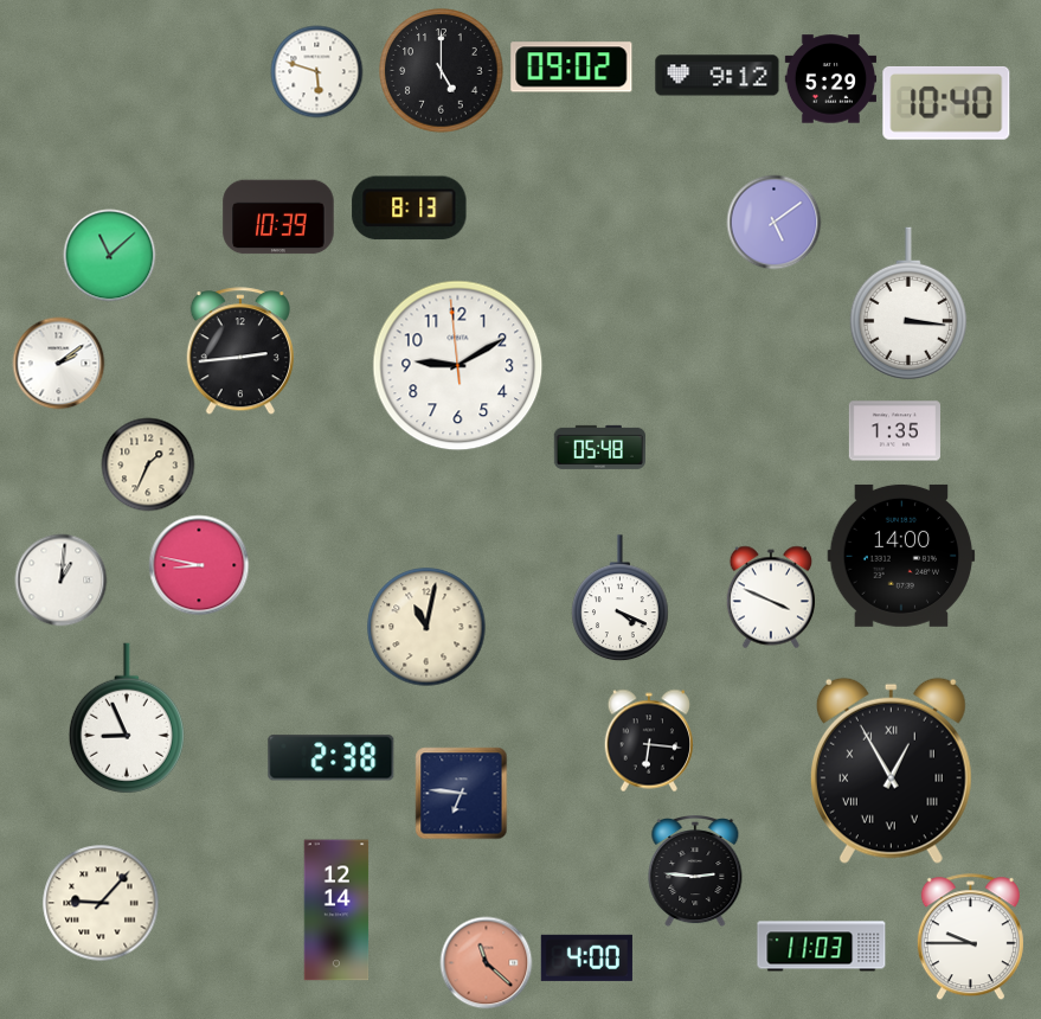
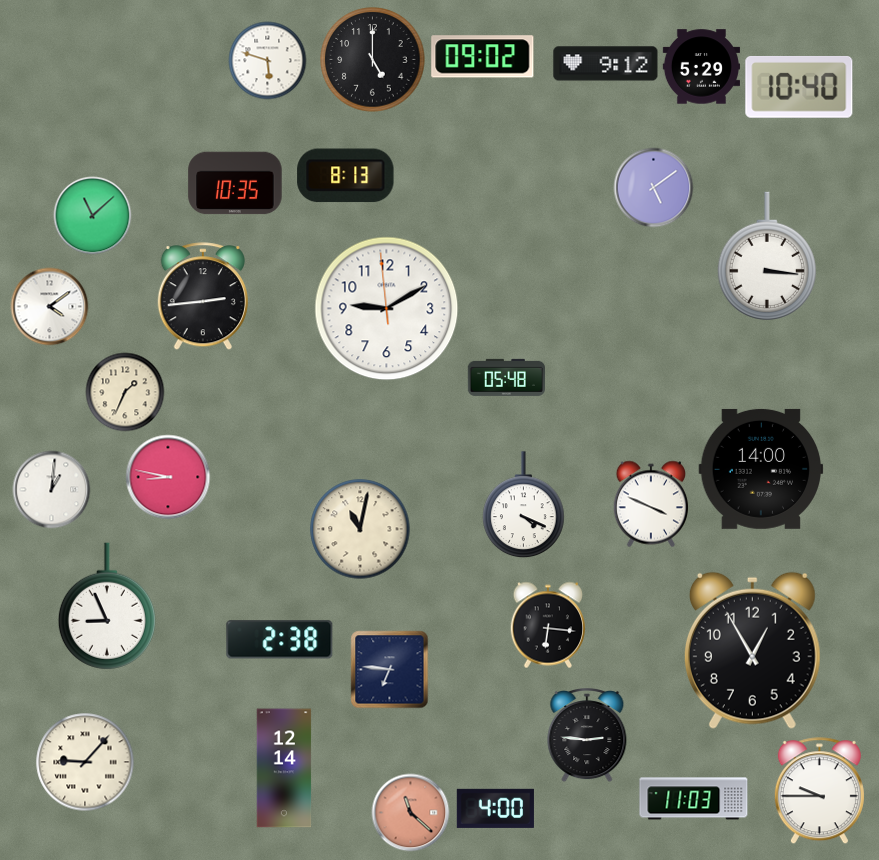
clock at (278, 217): 10:39 -> 10:35
clock at (58, 363): 2:09 -> 4:09
clock at (894, 431): 1:35 -> none
clock at (891, 770) numerals: Roman -> Arabic
